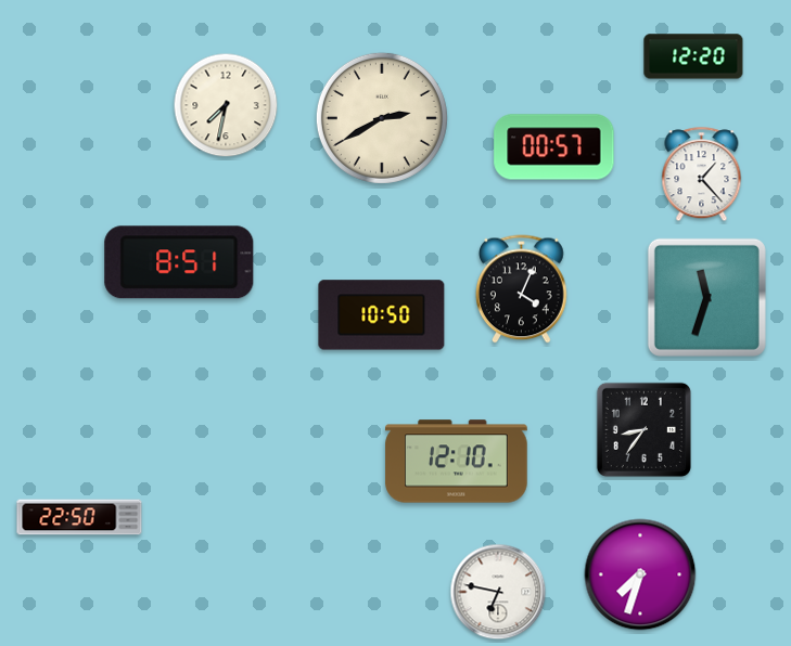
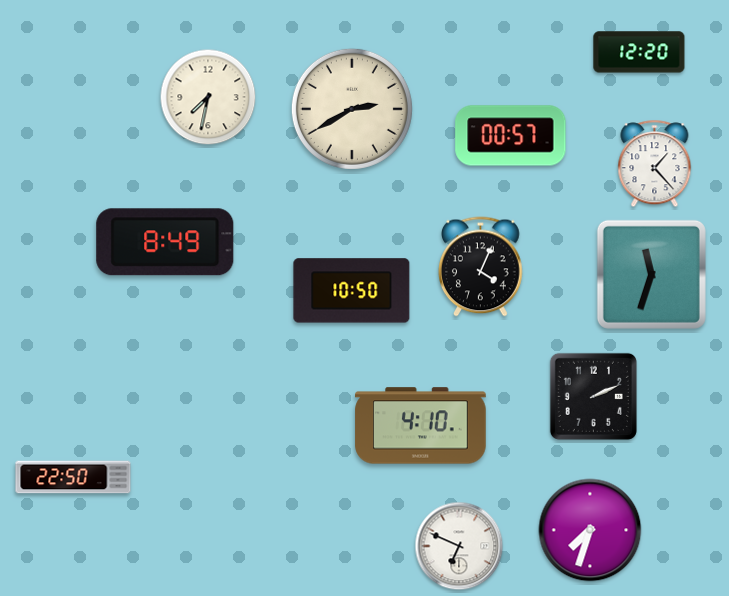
clock at (702, 175) position: (702, 175) -> (655, 164)
clock at (179, 262): 8:51 -> 8:49
clock at (643, 429): 8:36 -> 2:11
clock at (457, 462): 12:10 -> 4:10
clock at (498, 592): 6:47 -> 6:49
